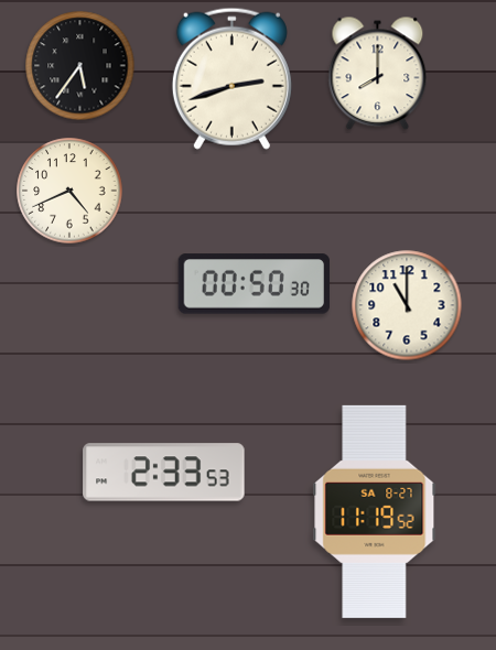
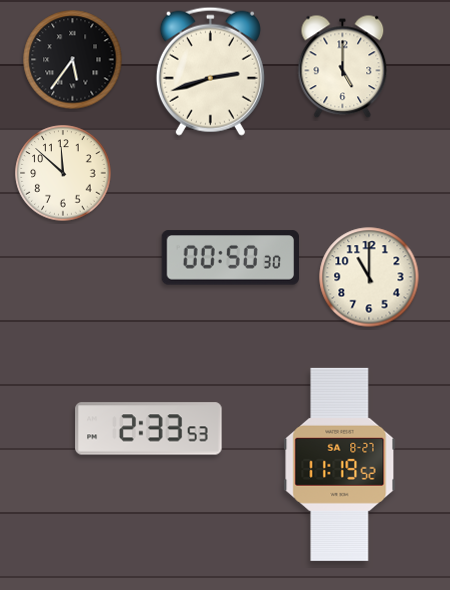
clock at (378, 74): 8:00 -> 5:00
clock at (69, 191): 4:41 -> 11:52
